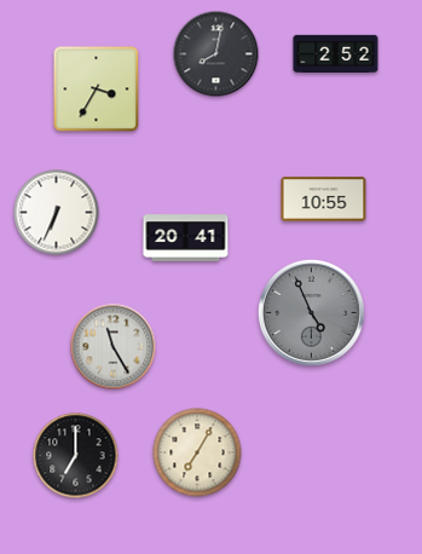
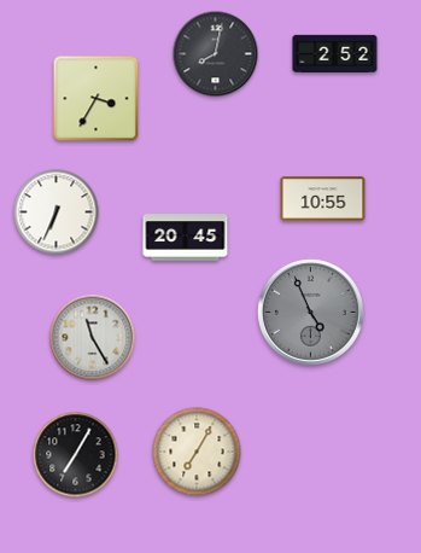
clock at (97, 90) position: (97, 90) -> (97, 99)
clock at (186, 238): 20:41 -> 20:45
clock at (114, 347) position: (114, 347) -> (93, 338)
clock at (76, 456): 7:00 -> 7:05
